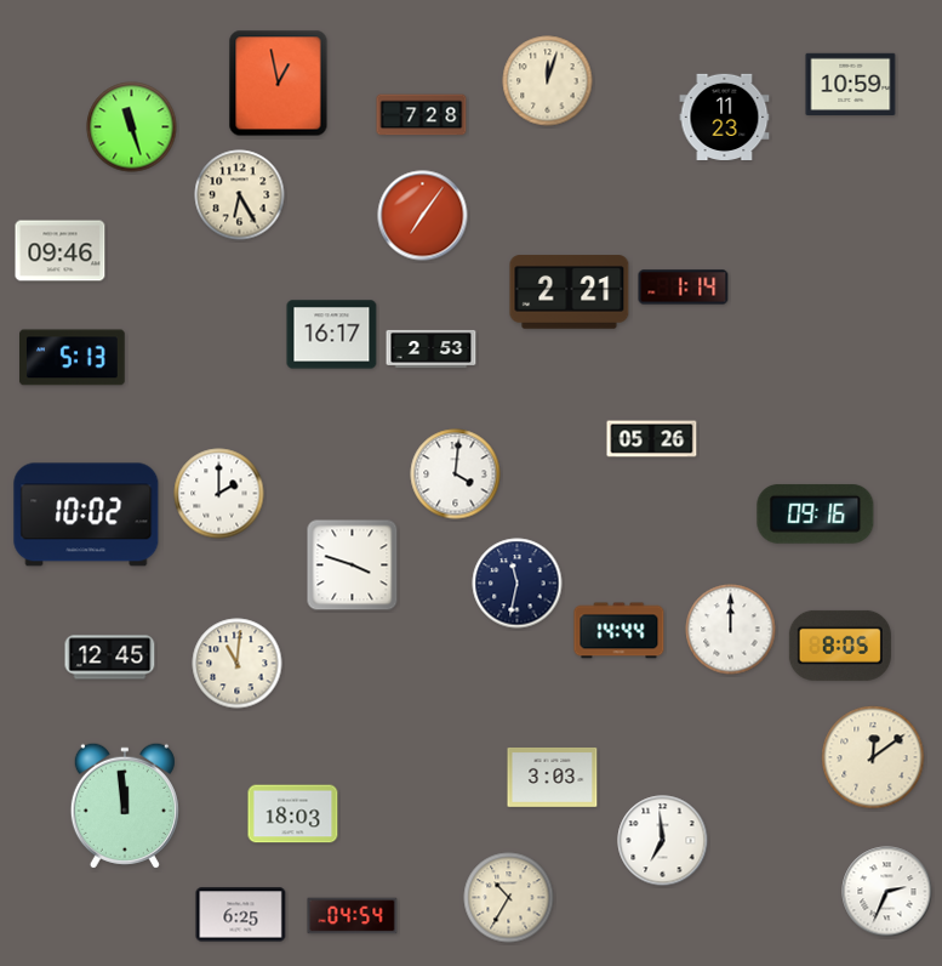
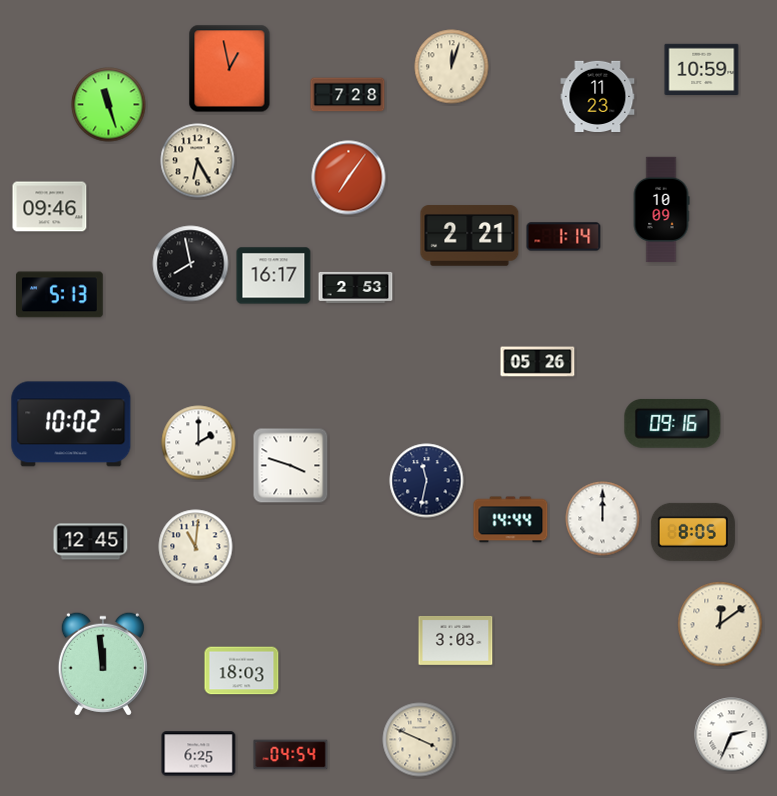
clock at (661, 210): none -> 10:09
clock at (570, 292) position: (570, 292) -> (470, 236)
clock at (191, 264): none -> 7:58
clock at (456, 475): 4:01 -> none
clock at (219, 494) position: (219, 494) -> (199, 443)
clock at (663, 841): 6:59 -> none
clock at (509, 898): 10:35 -> 3:49
